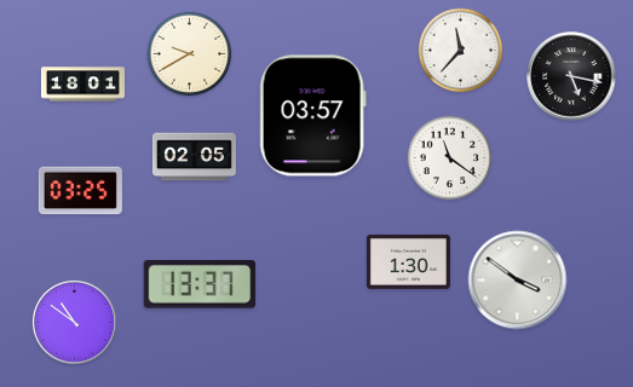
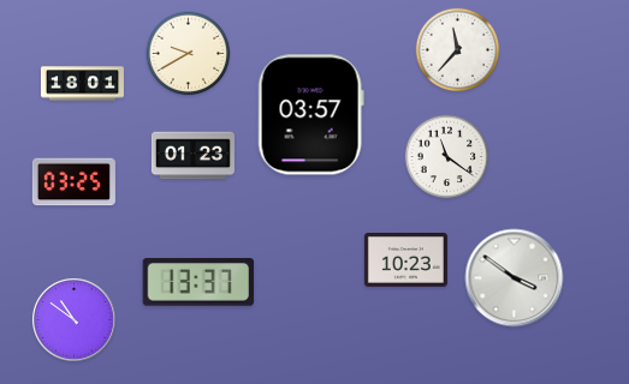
clock at (571, 76): 5:17 -> none
clock at (194, 157): 02:05 -> 01:23
clock at (80, 191) position: (80, 191) -> (73, 182)
clock at (408, 261): 1:30 -> 10:23
